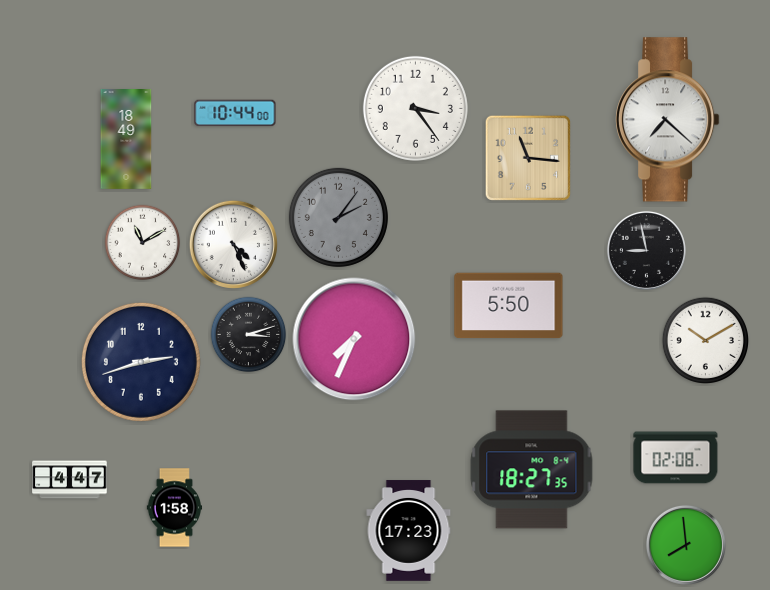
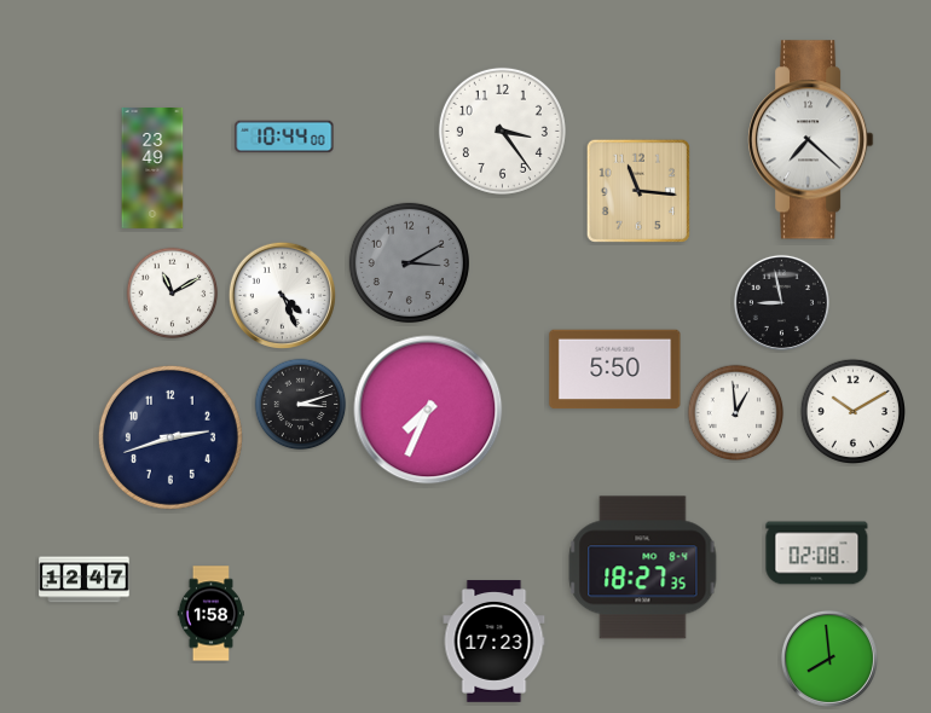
clock at (668, 120) position: (668, 120) -> (811, 140)
clock at (126, 140): 18:49 -> 23:49
clock at (338, 217): 2:06 -> 3:10
clock at (736, 413): none -> 12:59
clock at (70, 480): 4:47 -> 12:47
